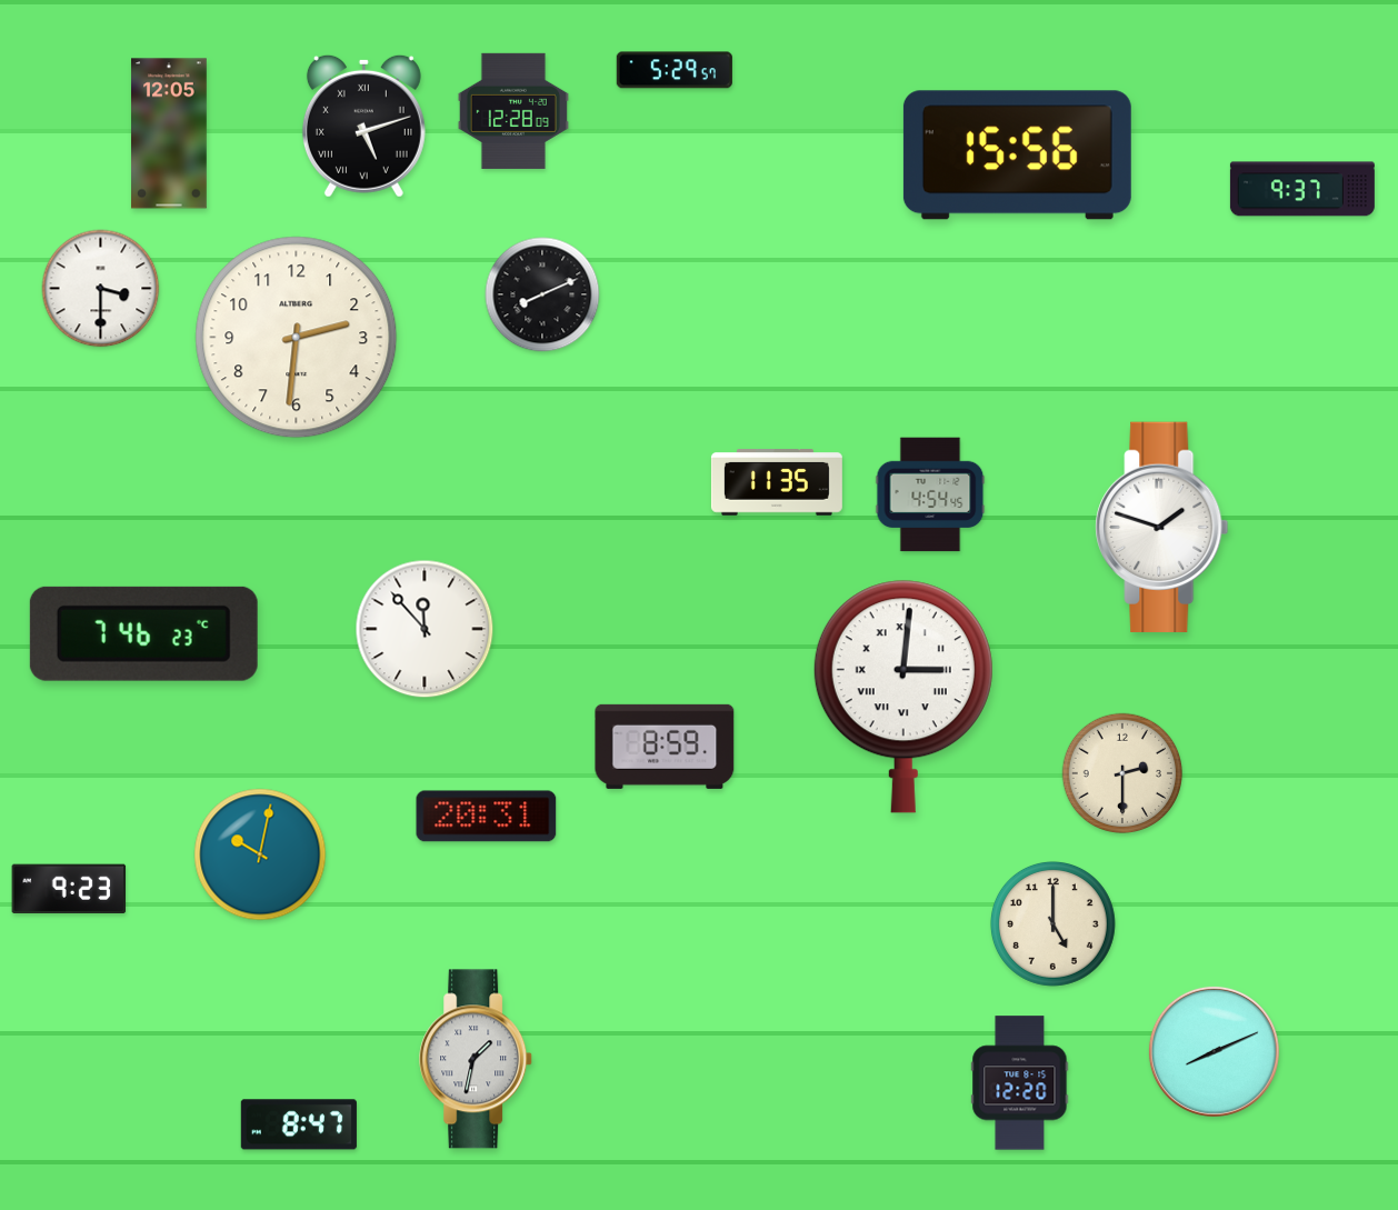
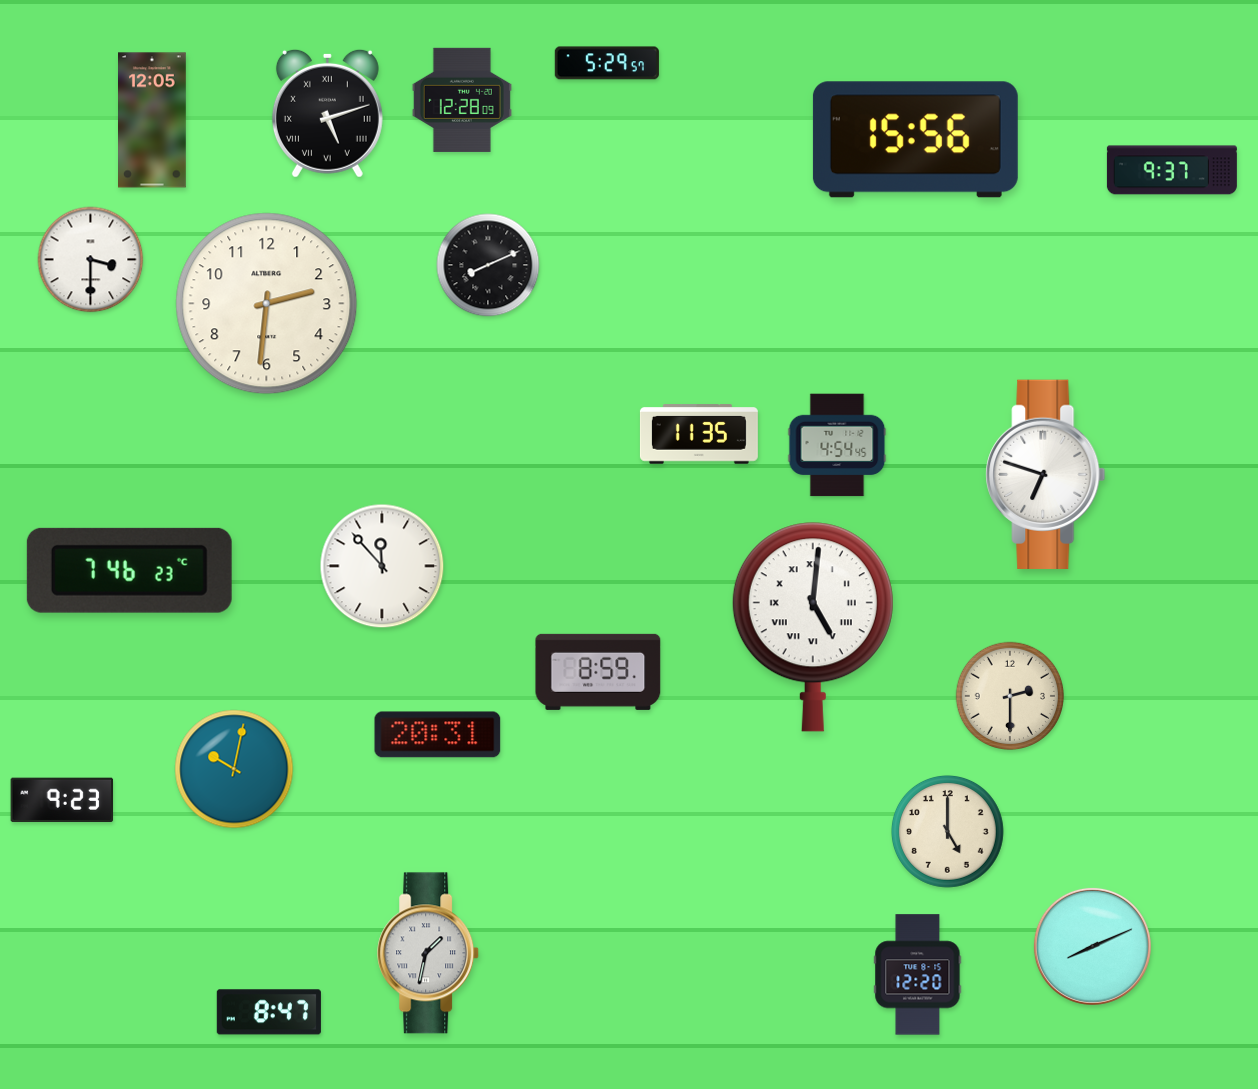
clock at (1162, 527): 1:48 -> 6:48
clock at (903, 697): 3:01 -> 5:01
